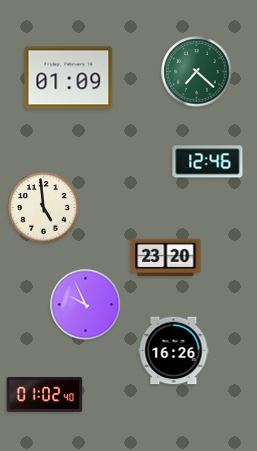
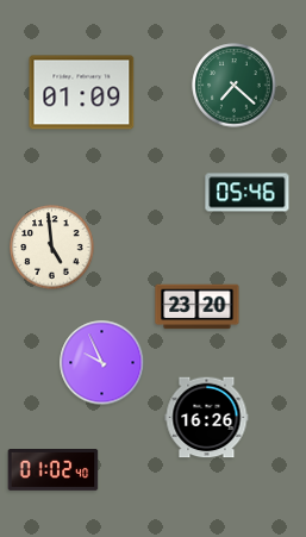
clock at (208, 162): 12:46 -> 05:46
